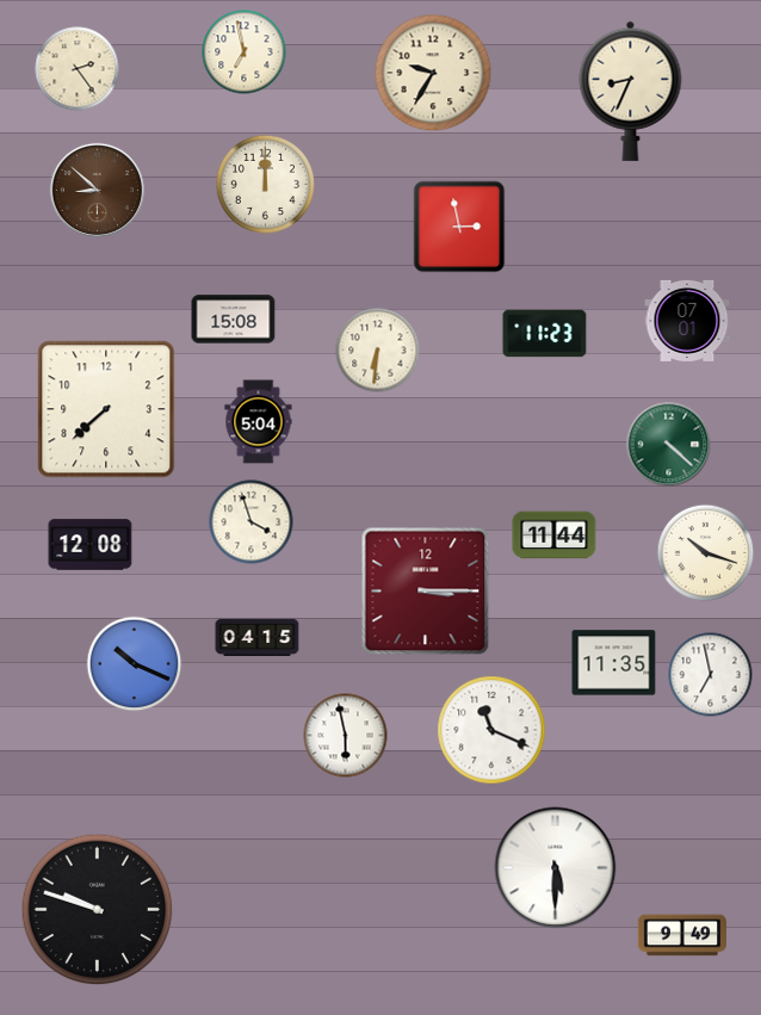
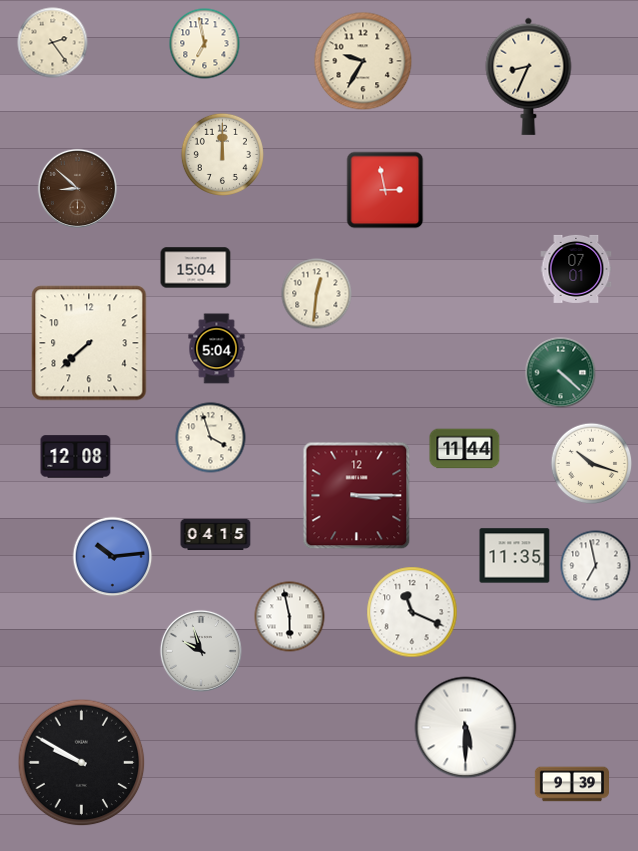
clock at (78, 69) position: (78, 69) -> (53, 43)
clock at (97, 190) position: (97, 190) -> (77, 188)
clock at (234, 320): 15:08 -> 15:04
clock at (545, 334): 11:23 -> none
clock at (378, 351): 6:31 -> 12:31
clock at (259, 422) position: (259, 422) -> (217, 349)
clock at (135, 664): 10:19 -> 10:14
clock at (201, 651): none -> 9:57
clock at (98, 910): 9:48 -> 9:50
clock at (682, 935): 9:49 -> 9:39
